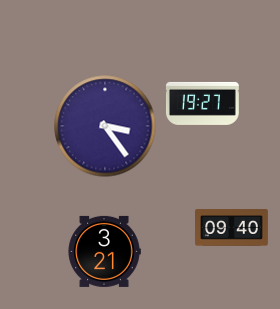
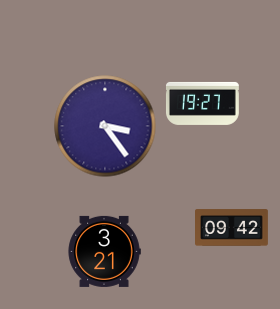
clock at (232, 228): 09:40 -> 09:42
